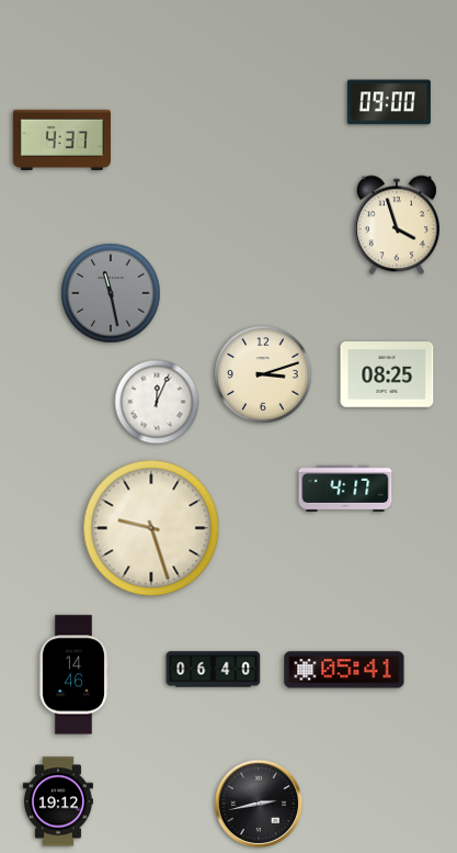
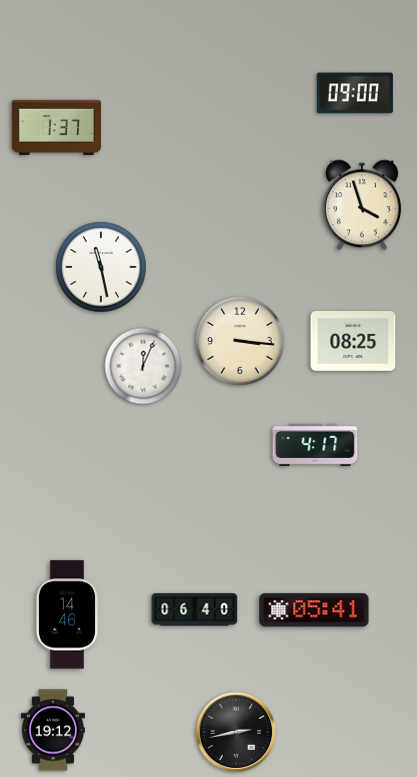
clock at (61, 141): 4:37 -> 1:37
clock at (111, 293) dial: grey -> white
clock at (263, 374): 3:12 -> 3:16
clock at (151, 528): 9:27 -> none
